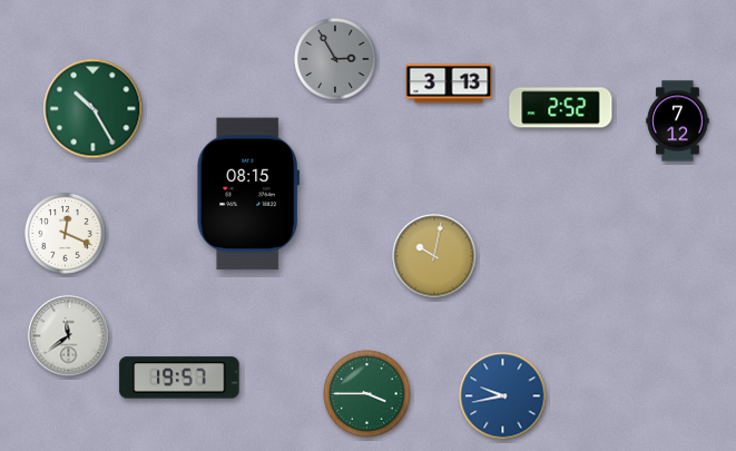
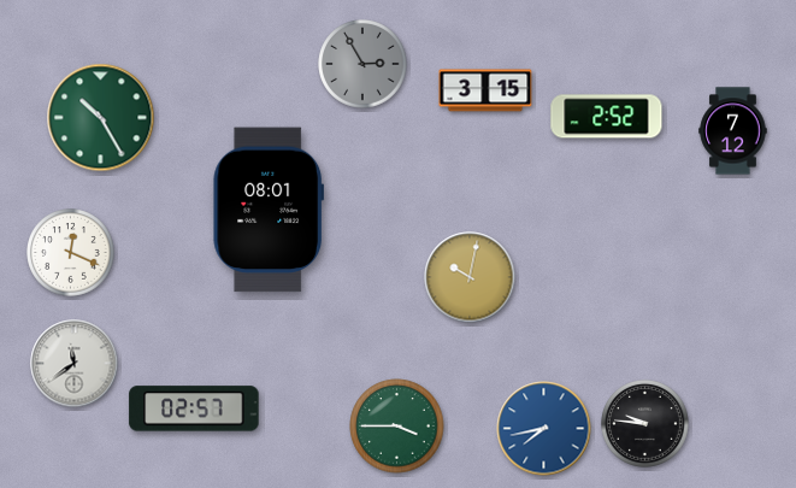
clock at (449, 84): 3:13 -> 3:15
clock at (247, 194): 08:15 -> 08:01
clock at (179, 378): 19:57 -> 02:57
clock at (645, 424): none -> 9:46
clock at (503, 396): 9:43 -> 7:43
